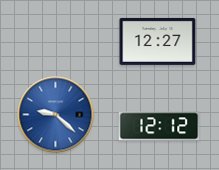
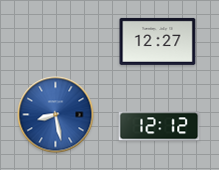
clock at (56, 115): 9:22 -> 8:28
